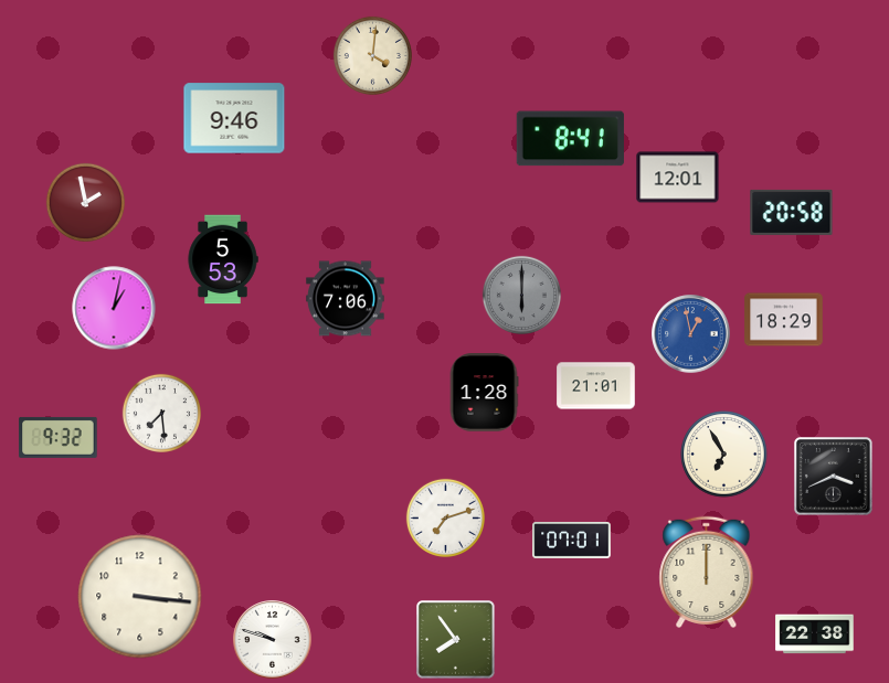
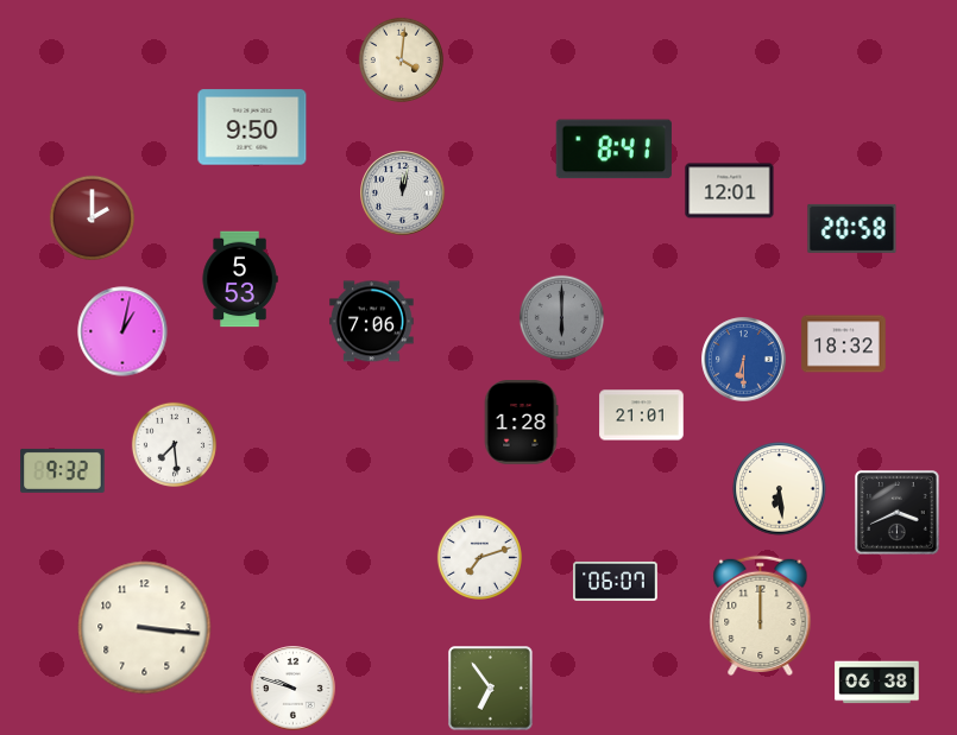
clock at (234, 118): 9:46 -> 9:50
clock at (403, 194): none -> 12:02
clock at (85, 202): 1:58 -> 2:00
clock at (784, 320): 18:29 -> 18:32
clock at (691, 334): 12:58 -> 6:30
clock at (724, 455): 6:55 -> 6:29
clock at (572, 541): 07:01 -> 06:07
clock at (140, 597) position: (140, 597) -> (145, 628)
clock at (815, 634): 22:38 -> 06:38
clock at (456, 640): 7:54 -> 6:54
